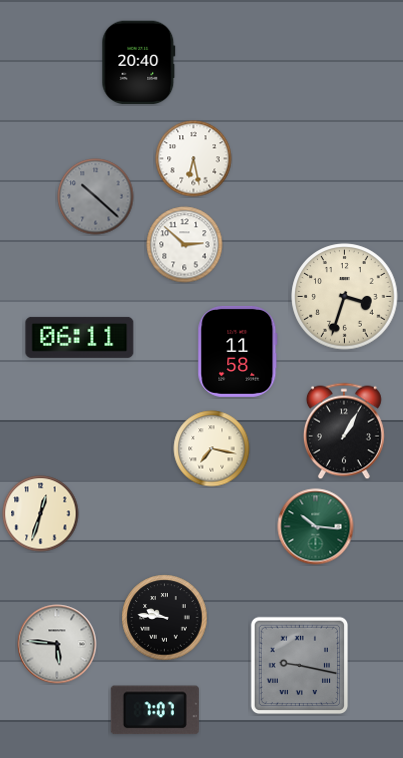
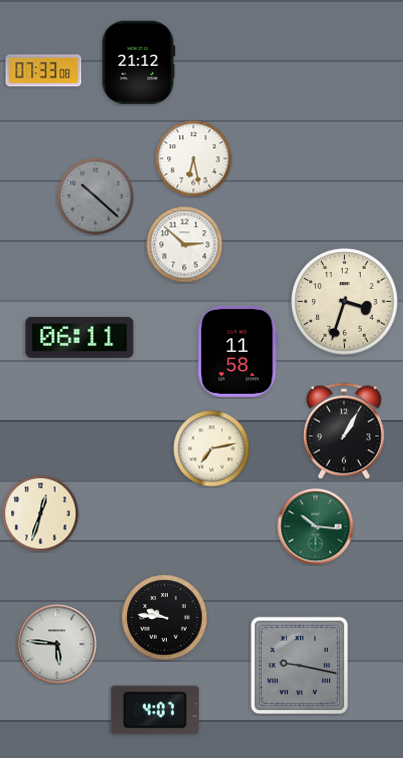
clock at (139, 63): 20:40 -> 21:12
clock at (44, 71): none -> 07:33
clock at (345, 297) position: (345, 297) -> (345, 302)
clock at (212, 449): 7:17 -> 7:13
clock at (155, 710): 7:07 -> 4:07
